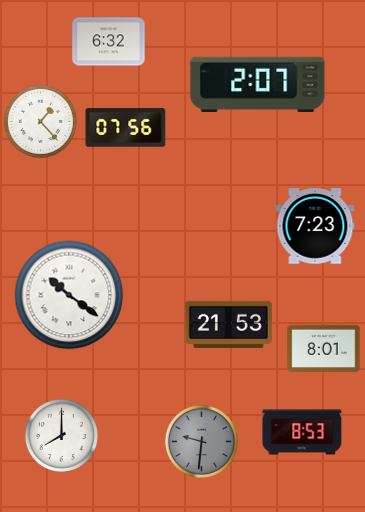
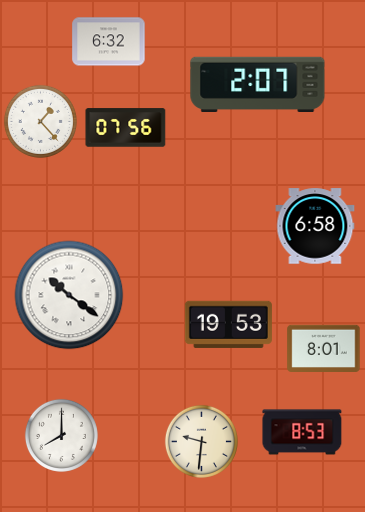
clock at (315, 226): 7:23 -> 6:58
clock at (228, 324): 21:53 -> 19:53
clock at (201, 441) dial: grey -> cream
